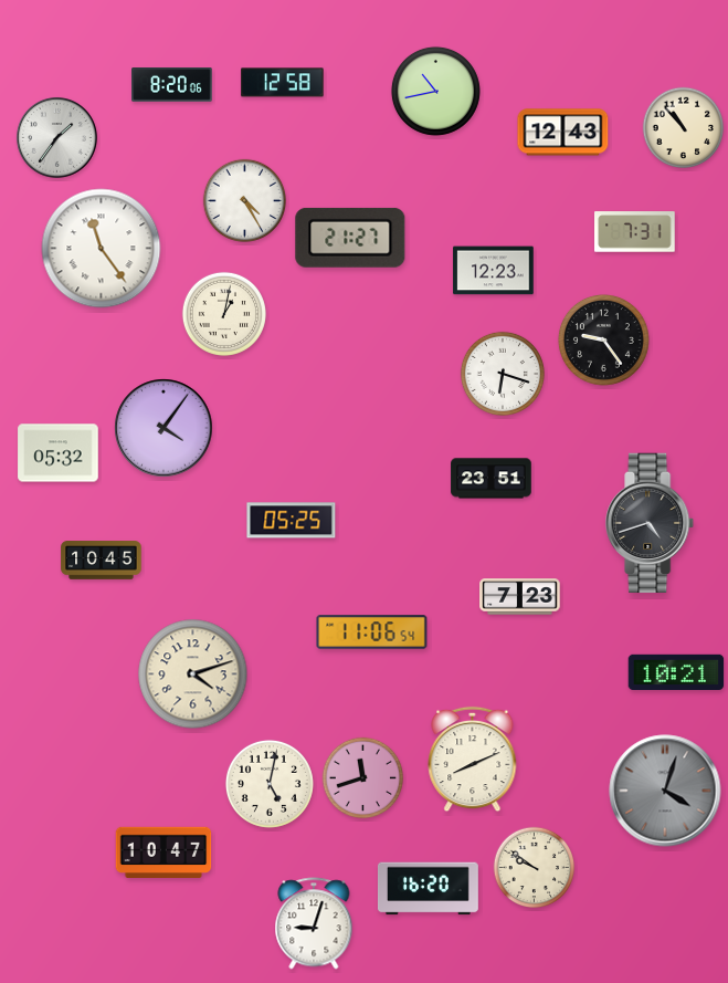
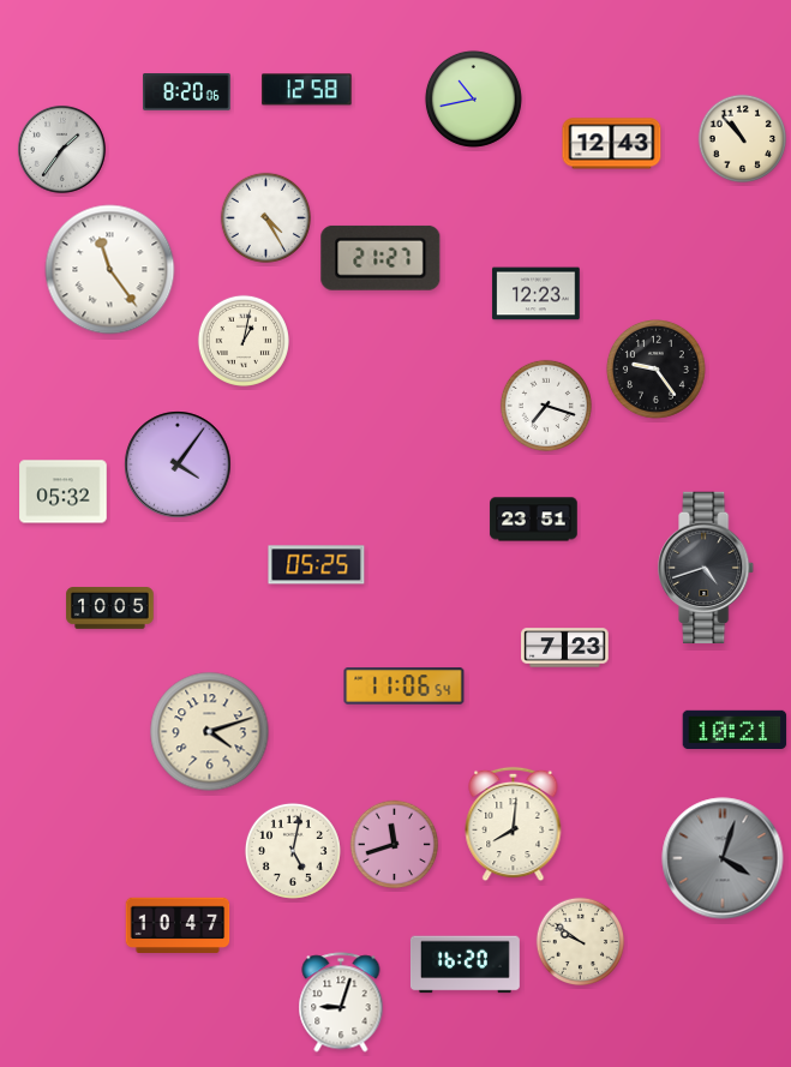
clock at (635, 232): 7:31 -> none
clock at (503, 374): 6:18 -> 7:18
clock at (102, 561): 10:45 -> 10:05
clock at (473, 760): 8:11 -> 8:01
